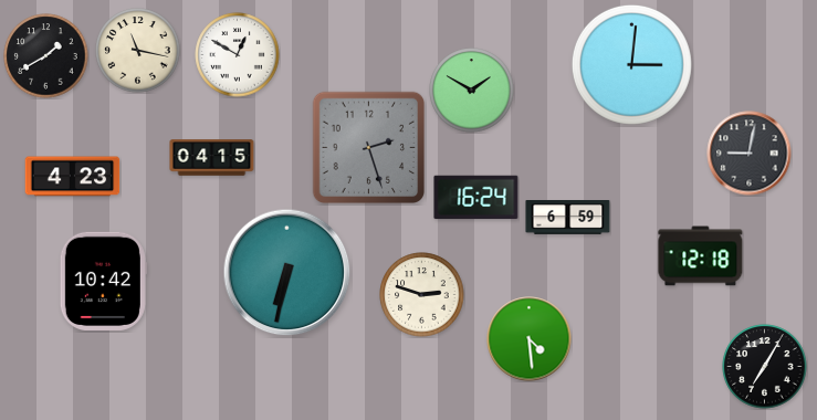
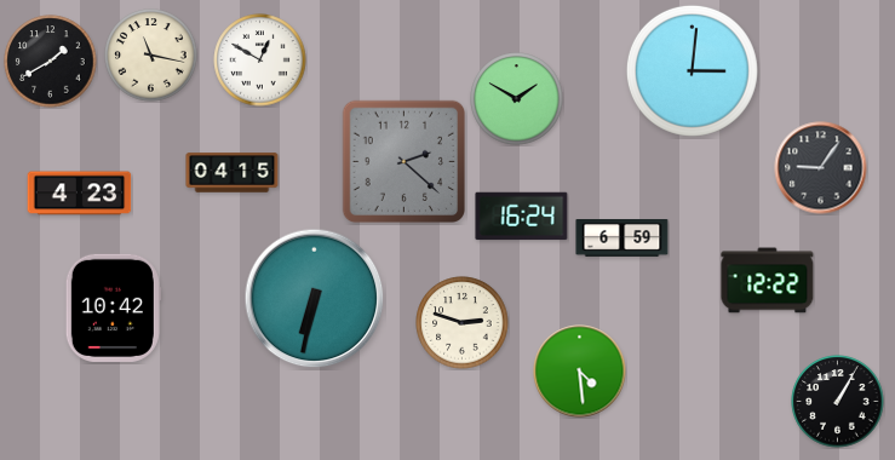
clock at (369, 148): 2:27 -> 2:22
clock at (750, 154): 9:02 -> 9:06
clock at (701, 256): 12:18 -> 12:22
clock at (765, 367): 7:05 -> 1:05
